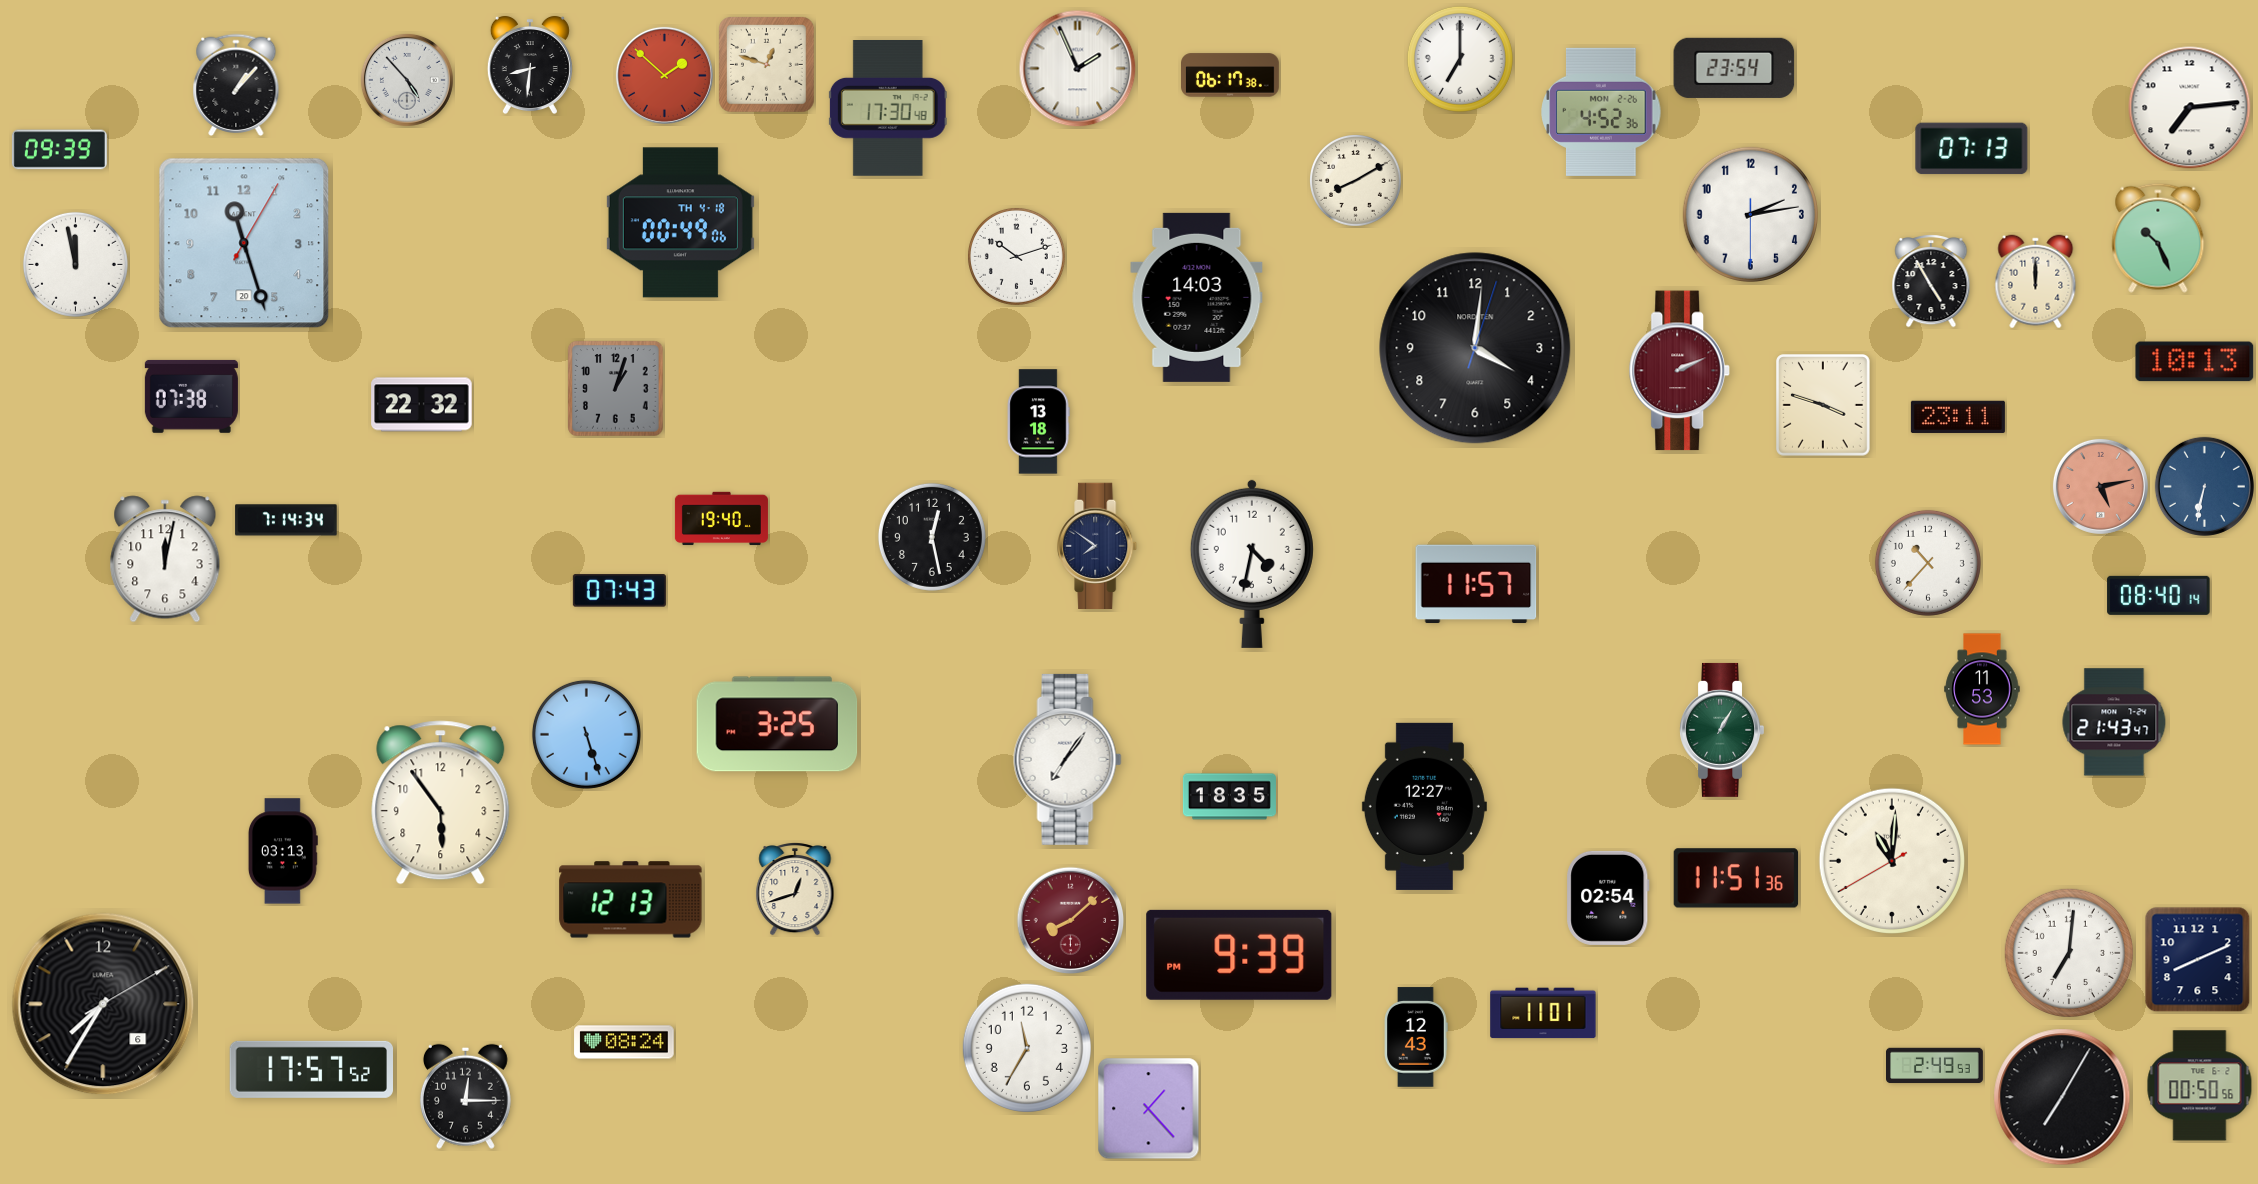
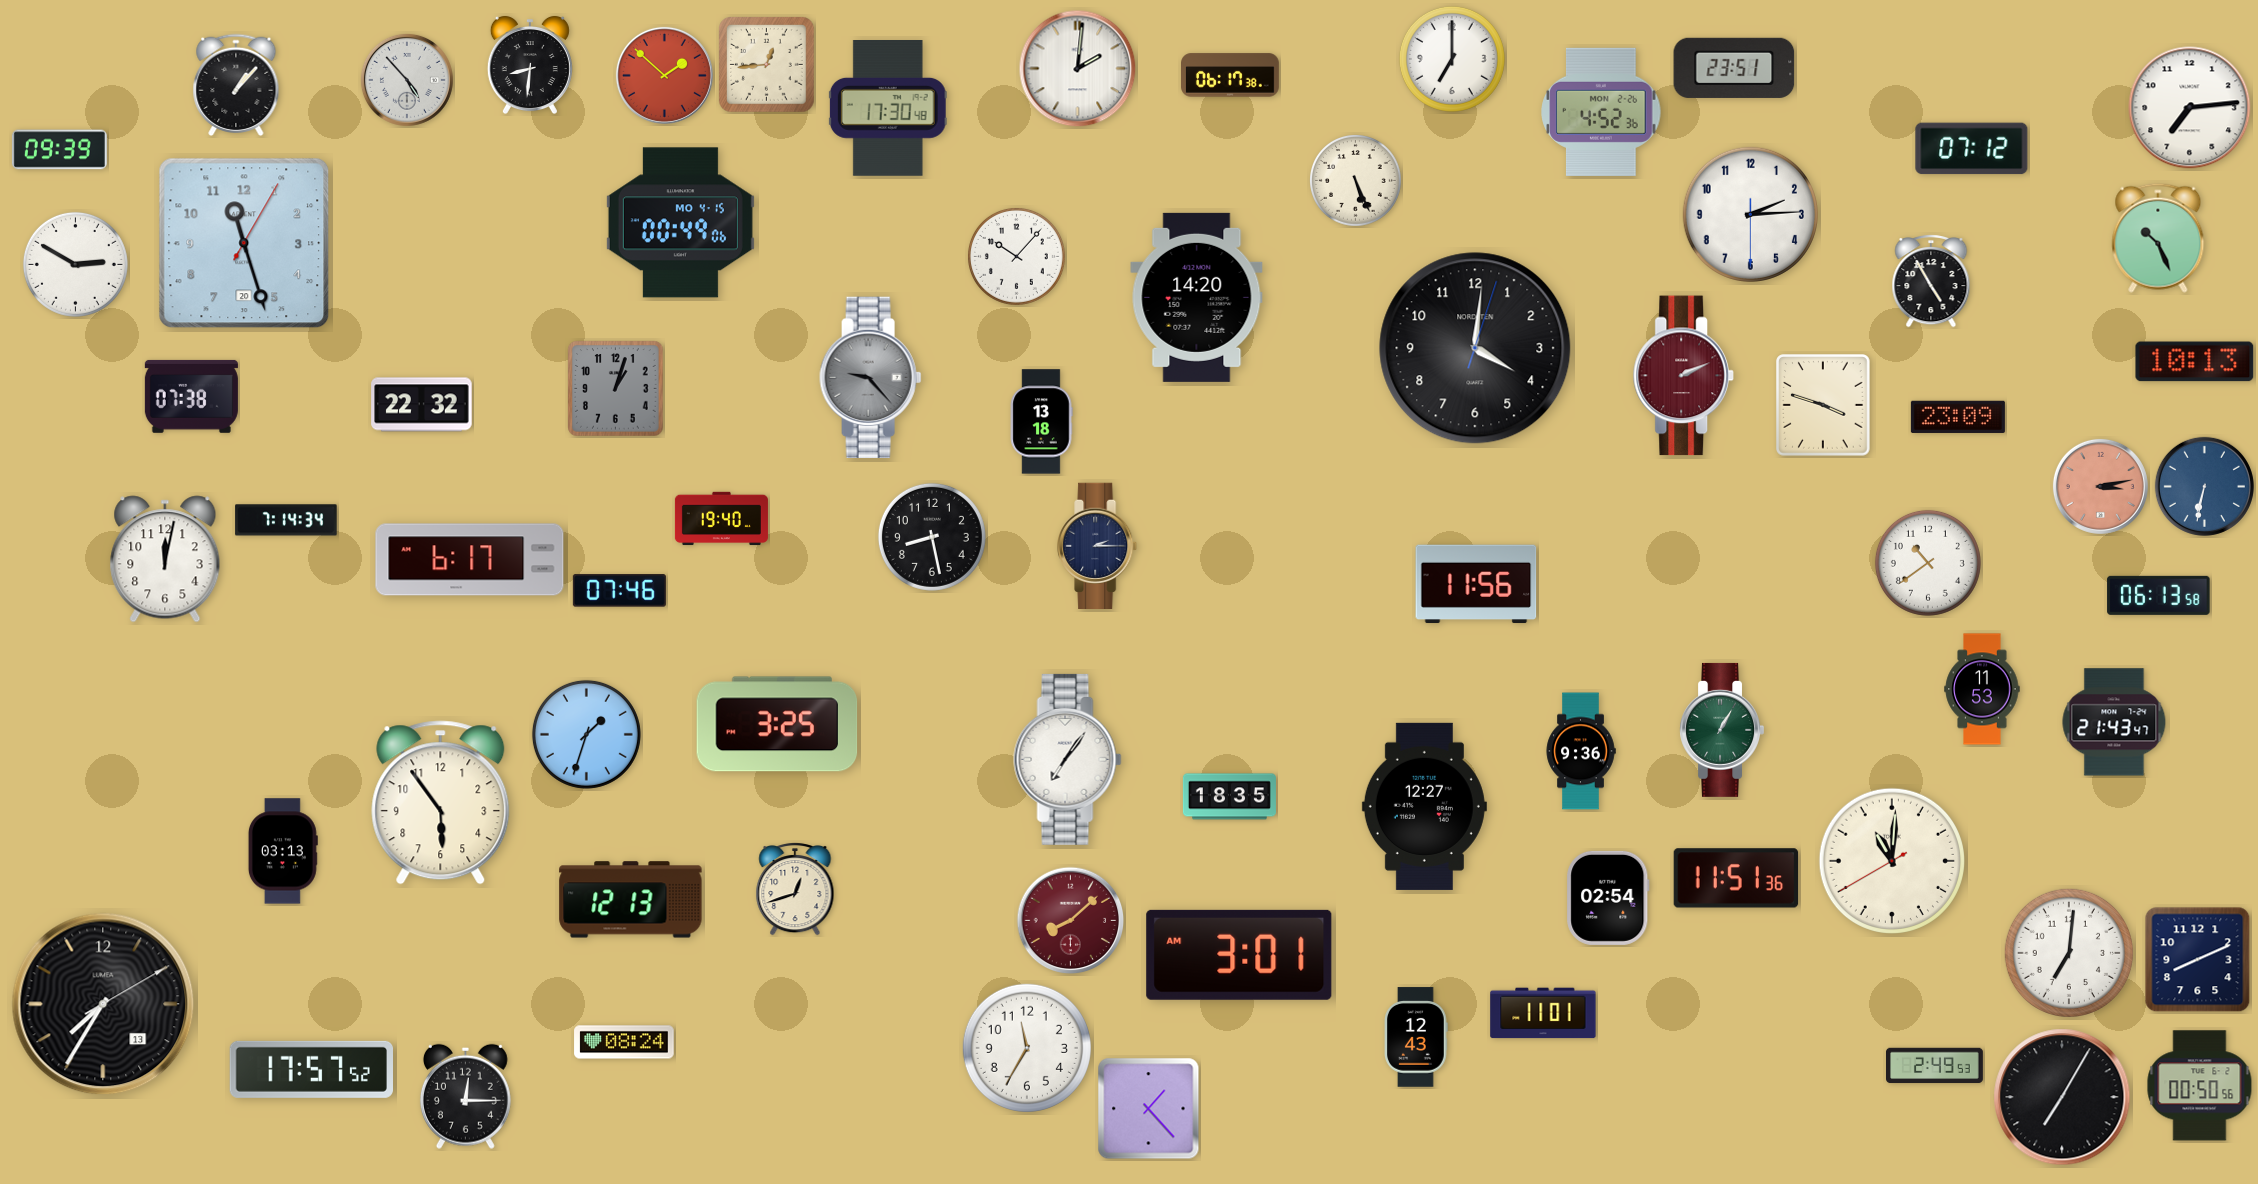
clock at (1460, 59) position: (1460, 59) -> (1452, 59)
clock at (767, 65): 12:48 -> 12:44
clock at (1734, 68): 23:54 -> 23:51
clock at (1078, 69): 1:56 -> 2:01
clock at (1972, 149): 07:13 -> 07:12
clock at (1356, 181): 8:10 -> 5:26
clock at (1750, 214): 2:13 -> 2:14
clock at (680, 223) date: TH 4-18 -> MO 4-15
clock at (1016, 256): 10:12 -> 10:07
clock at (75, 264): 11:58 -> 2:50
clock at (2036, 282): 12:00 -> none
clock at (1197, 297): 14:03 -> 14:20
clock at (1679, 371) position: (1679, 371) -> (1683, 376)
clock at (871, 378): none -> 9:23
clock at (1958, 416): 23:11 -> 23:09
clock at (1038, 422) position: (1038, 422) -> (1041, 422)
clock at (2100, 486): 5:13 -> 3:13
clock at (932, 537): 12:28 -> 8:28
clock at (1098, 545): 7:51 -> 2:15
clock at (470, 560): none -> 6:17
clock at (1252, 563): 4:32 -> none
clock at (1928, 563): 10:37 -> 10:39
clock at (1476, 584): 11:57 -> 11:56
clock at (619, 591): 07:43 -> 07:46
clock at (2159, 595): 08:40 -> 06:13
clock at (586, 734): 5:27 -> 1:33
clock at (1581, 751): none -> 9:36
clock at (1239, 955): 9:39 -> 3:01
clock at (103, 1004) date: 6 -> 13
